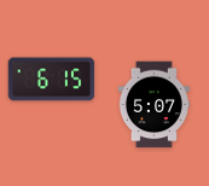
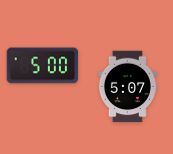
clock at (52, 80): 6:15 -> 5:00
